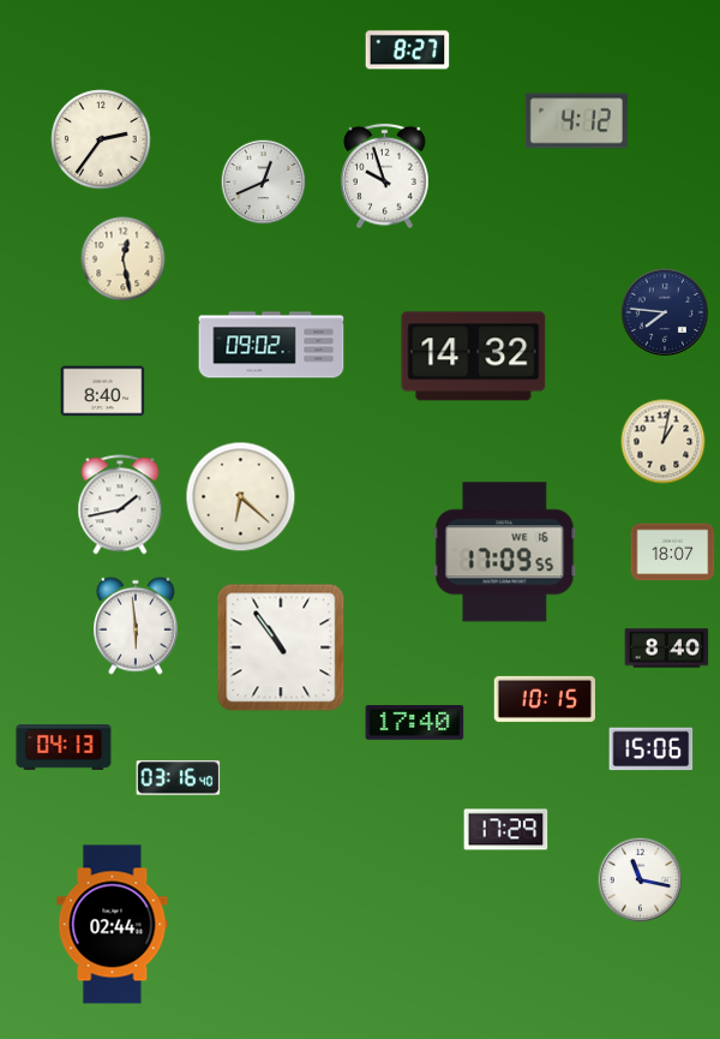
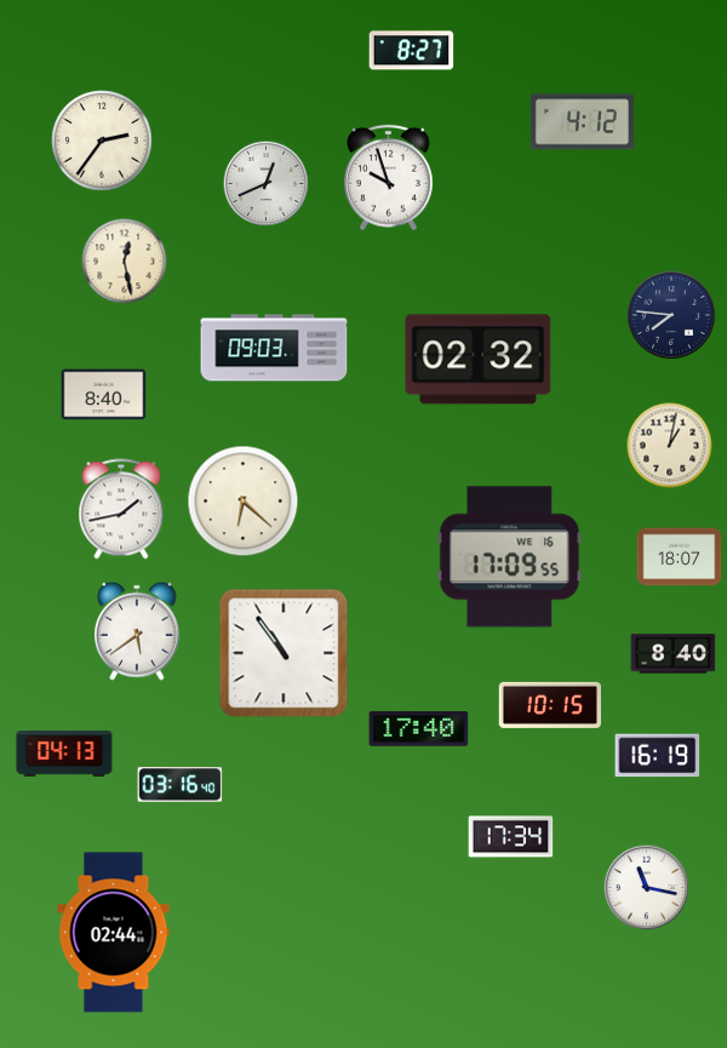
clock at (271, 345): 09:02 -> 09:03
clock at (474, 357): 14:32 -> 02:32
clock at (137, 626): 5:59 -> 5:39
clock at (652, 750): 15:06 -> 16:19
clock at (506, 830): 17:29 -> 17:34
